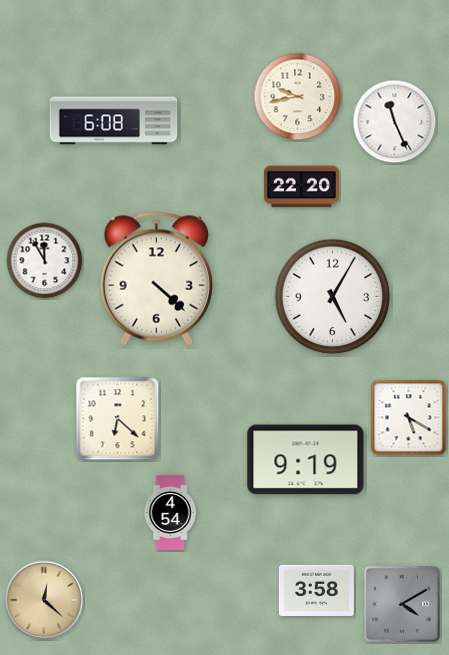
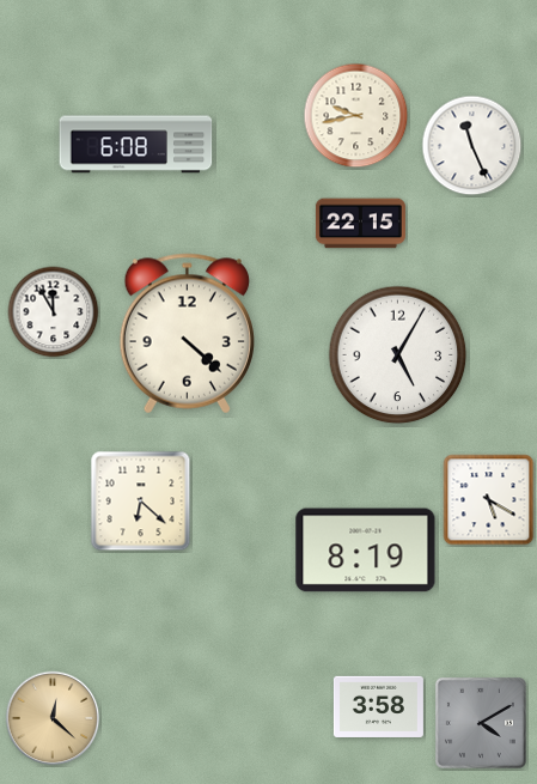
clock at (301, 187): 22:20 -> 22:15
clock at (306, 460): 9:19 -> 8:19
clock at (170, 512): 4:54 -> none
